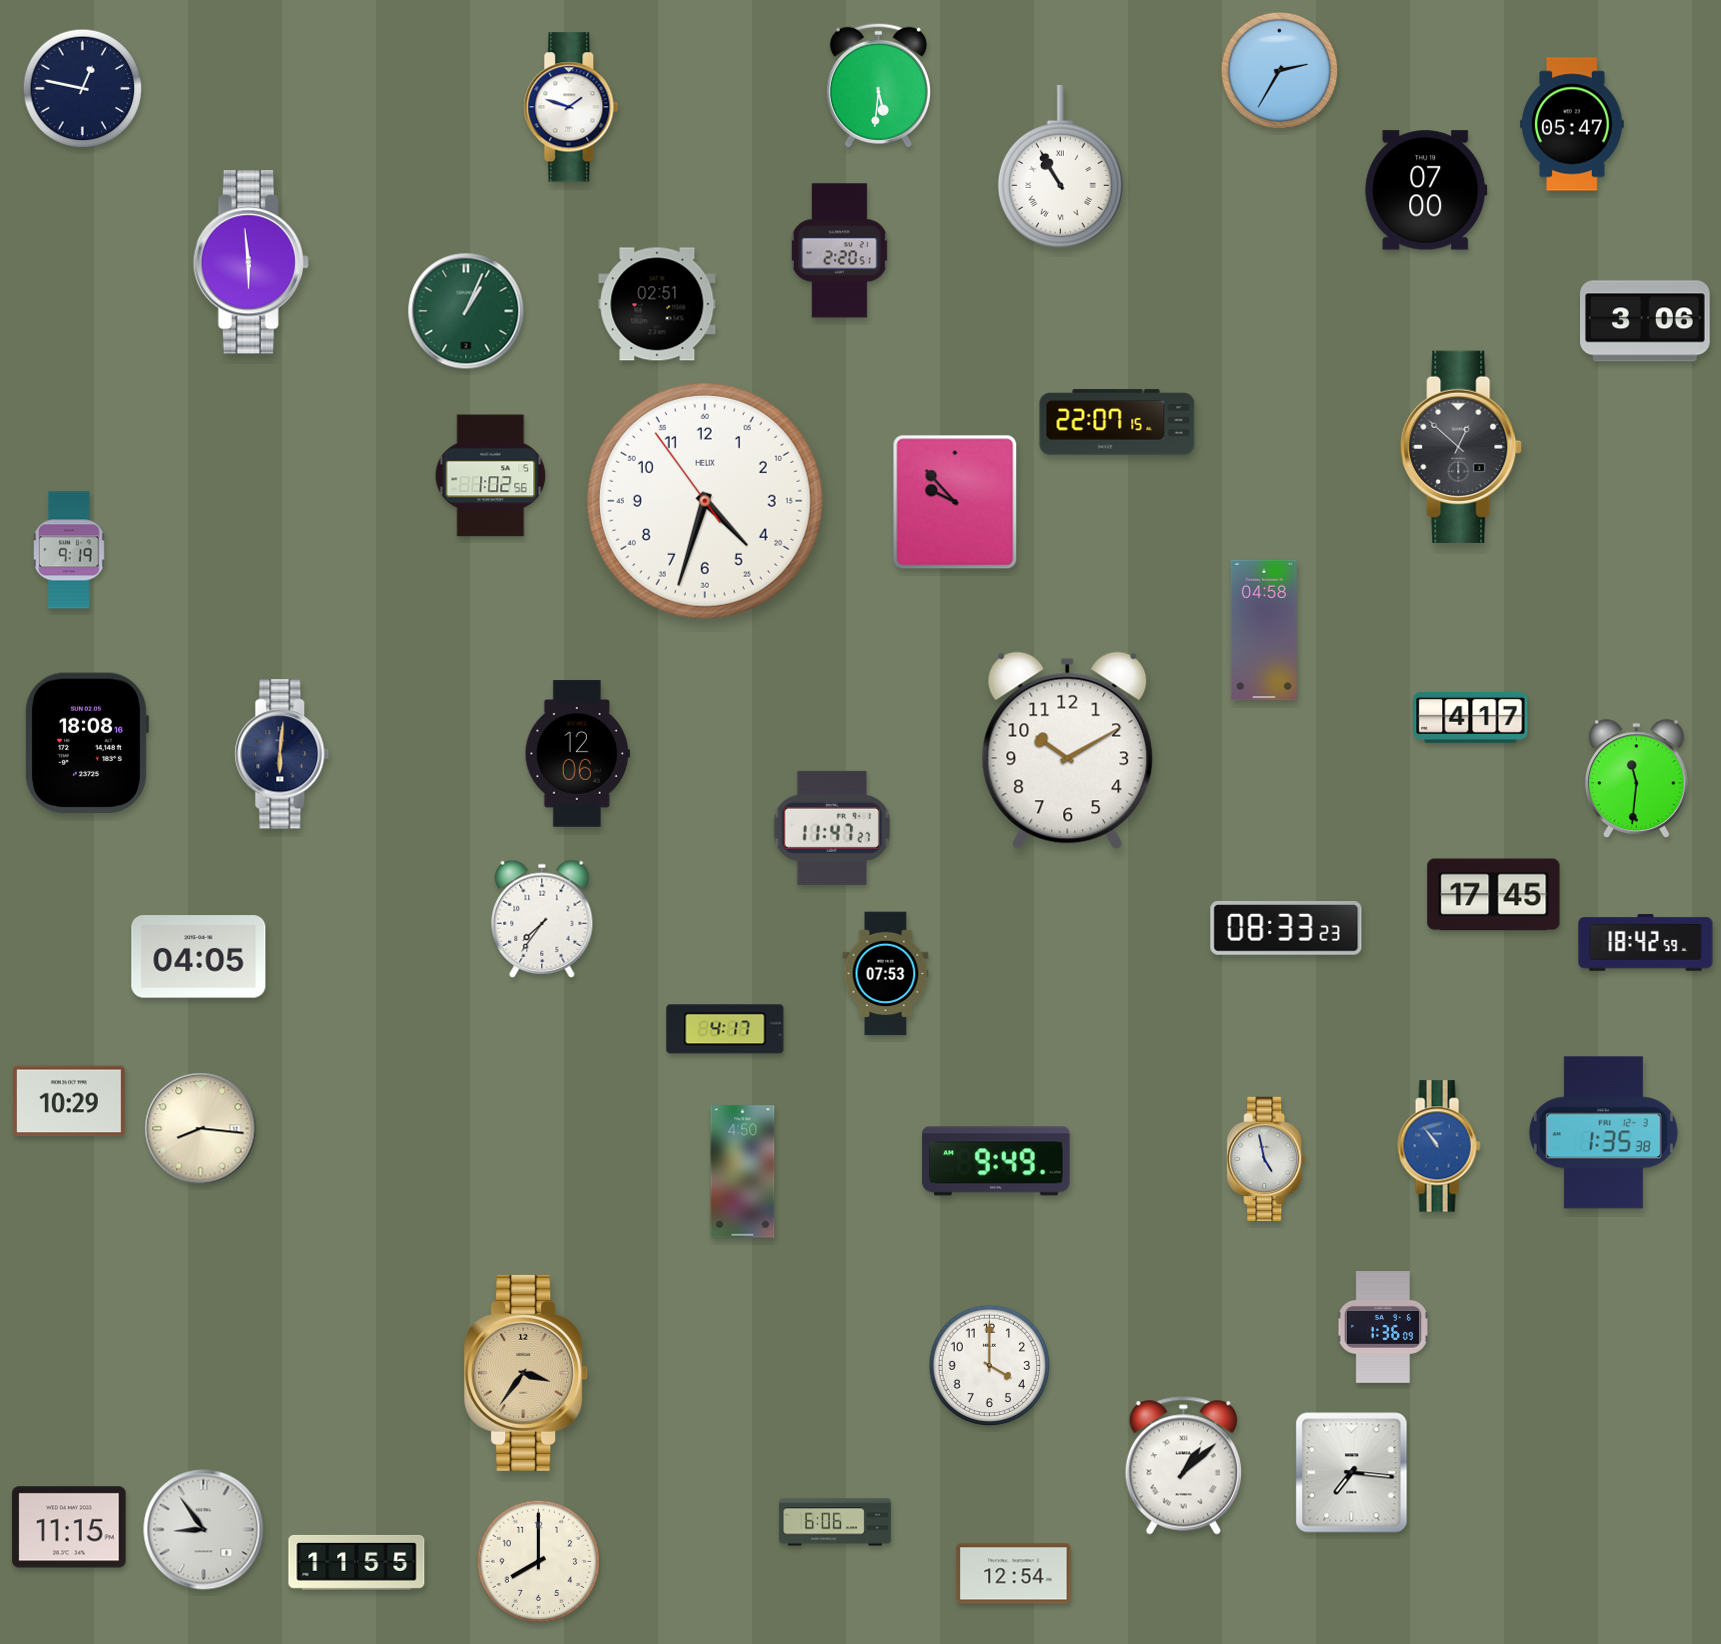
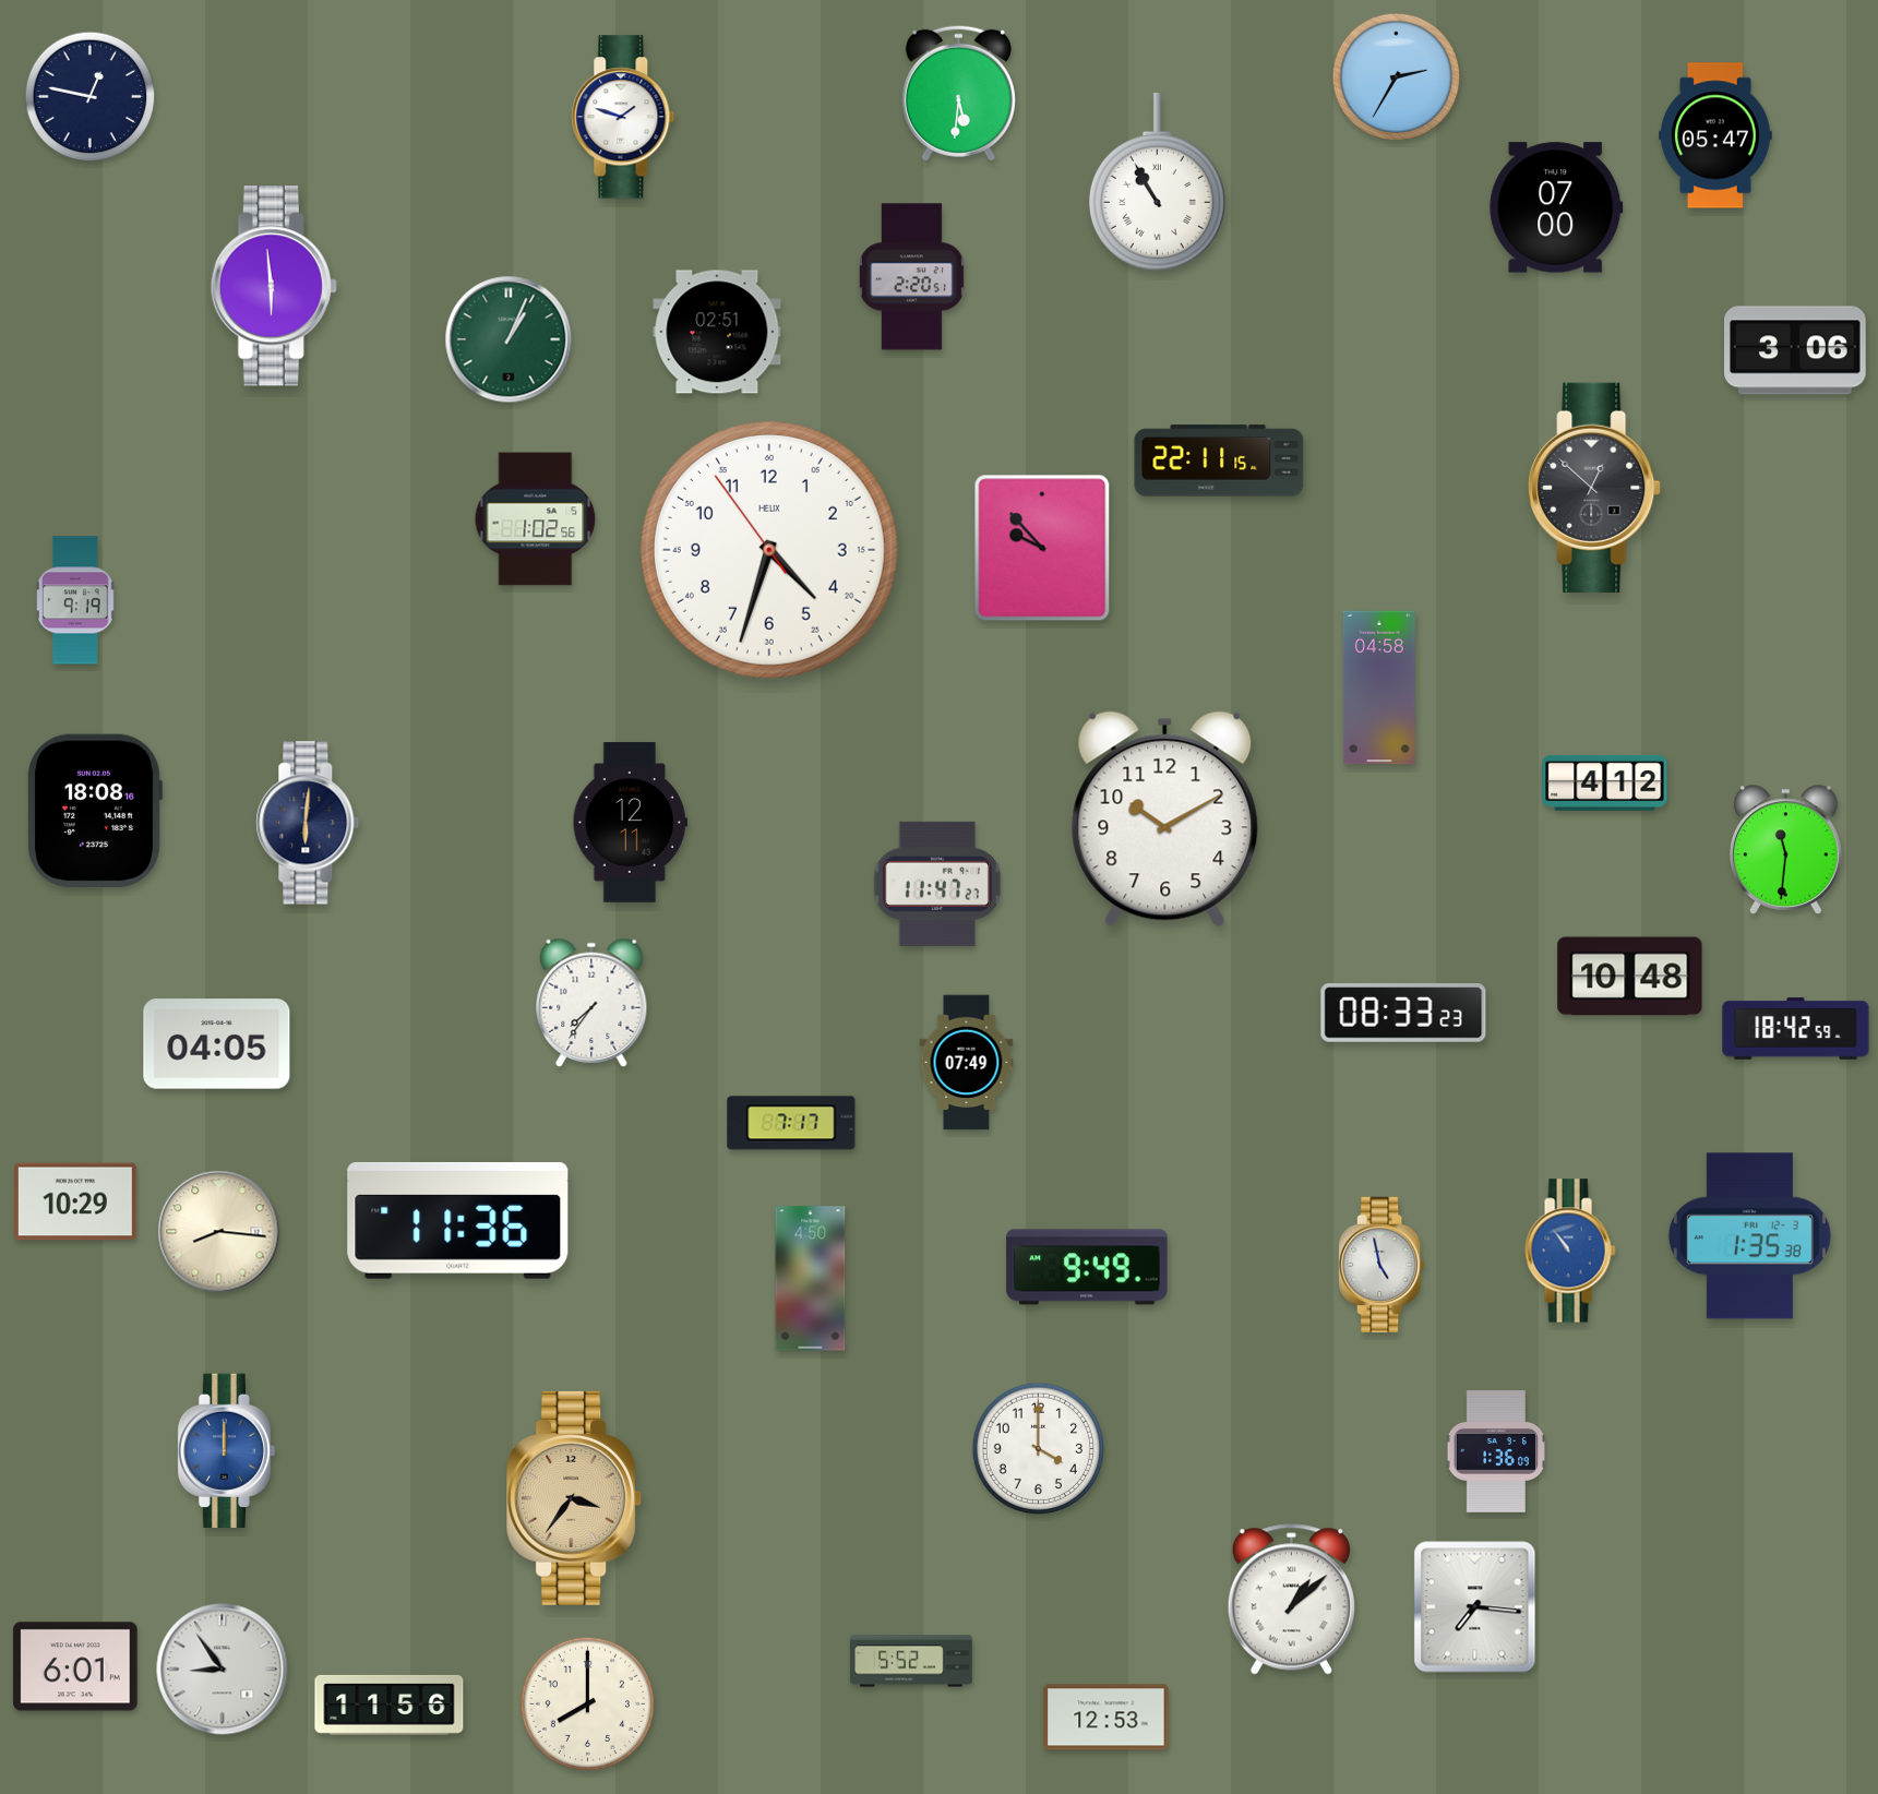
clock at (839, 251) position: (839, 251) -> (911, 277)
clock at (1117, 422): 22:07 -> 22:11
clock at (705, 501) position: (705, 501) -> (769, 550)
clock at (1471, 717): 4:17 -> 4:12
clock at (577, 754): 12:06 -> 12:11
clock at (832, 828) position: (832, 828) -> (937, 884)
clock at (1494, 895): 17:45 -> 10:48
clock at (886, 974): 07:53 -> 07:49
clock at (725, 1029): 4:17 -> 7:17
clock at (458, 1220): none -> 11:36
clock at (1383, 1328) position: (1383, 1328) -> (1496, 1452)
clock at (227, 1450): none -> 12:00
clock at (989, 1365) position: (989, 1365) -> (1038, 1448)
clock at (835, 1522): 6:06 -> 5:52
clock at (69, 1527): 11:15 -> 6:01
clock at (357, 1562): 11:55 -> 11:56
clock at (1014, 1574): 12:54 -> 12:53
